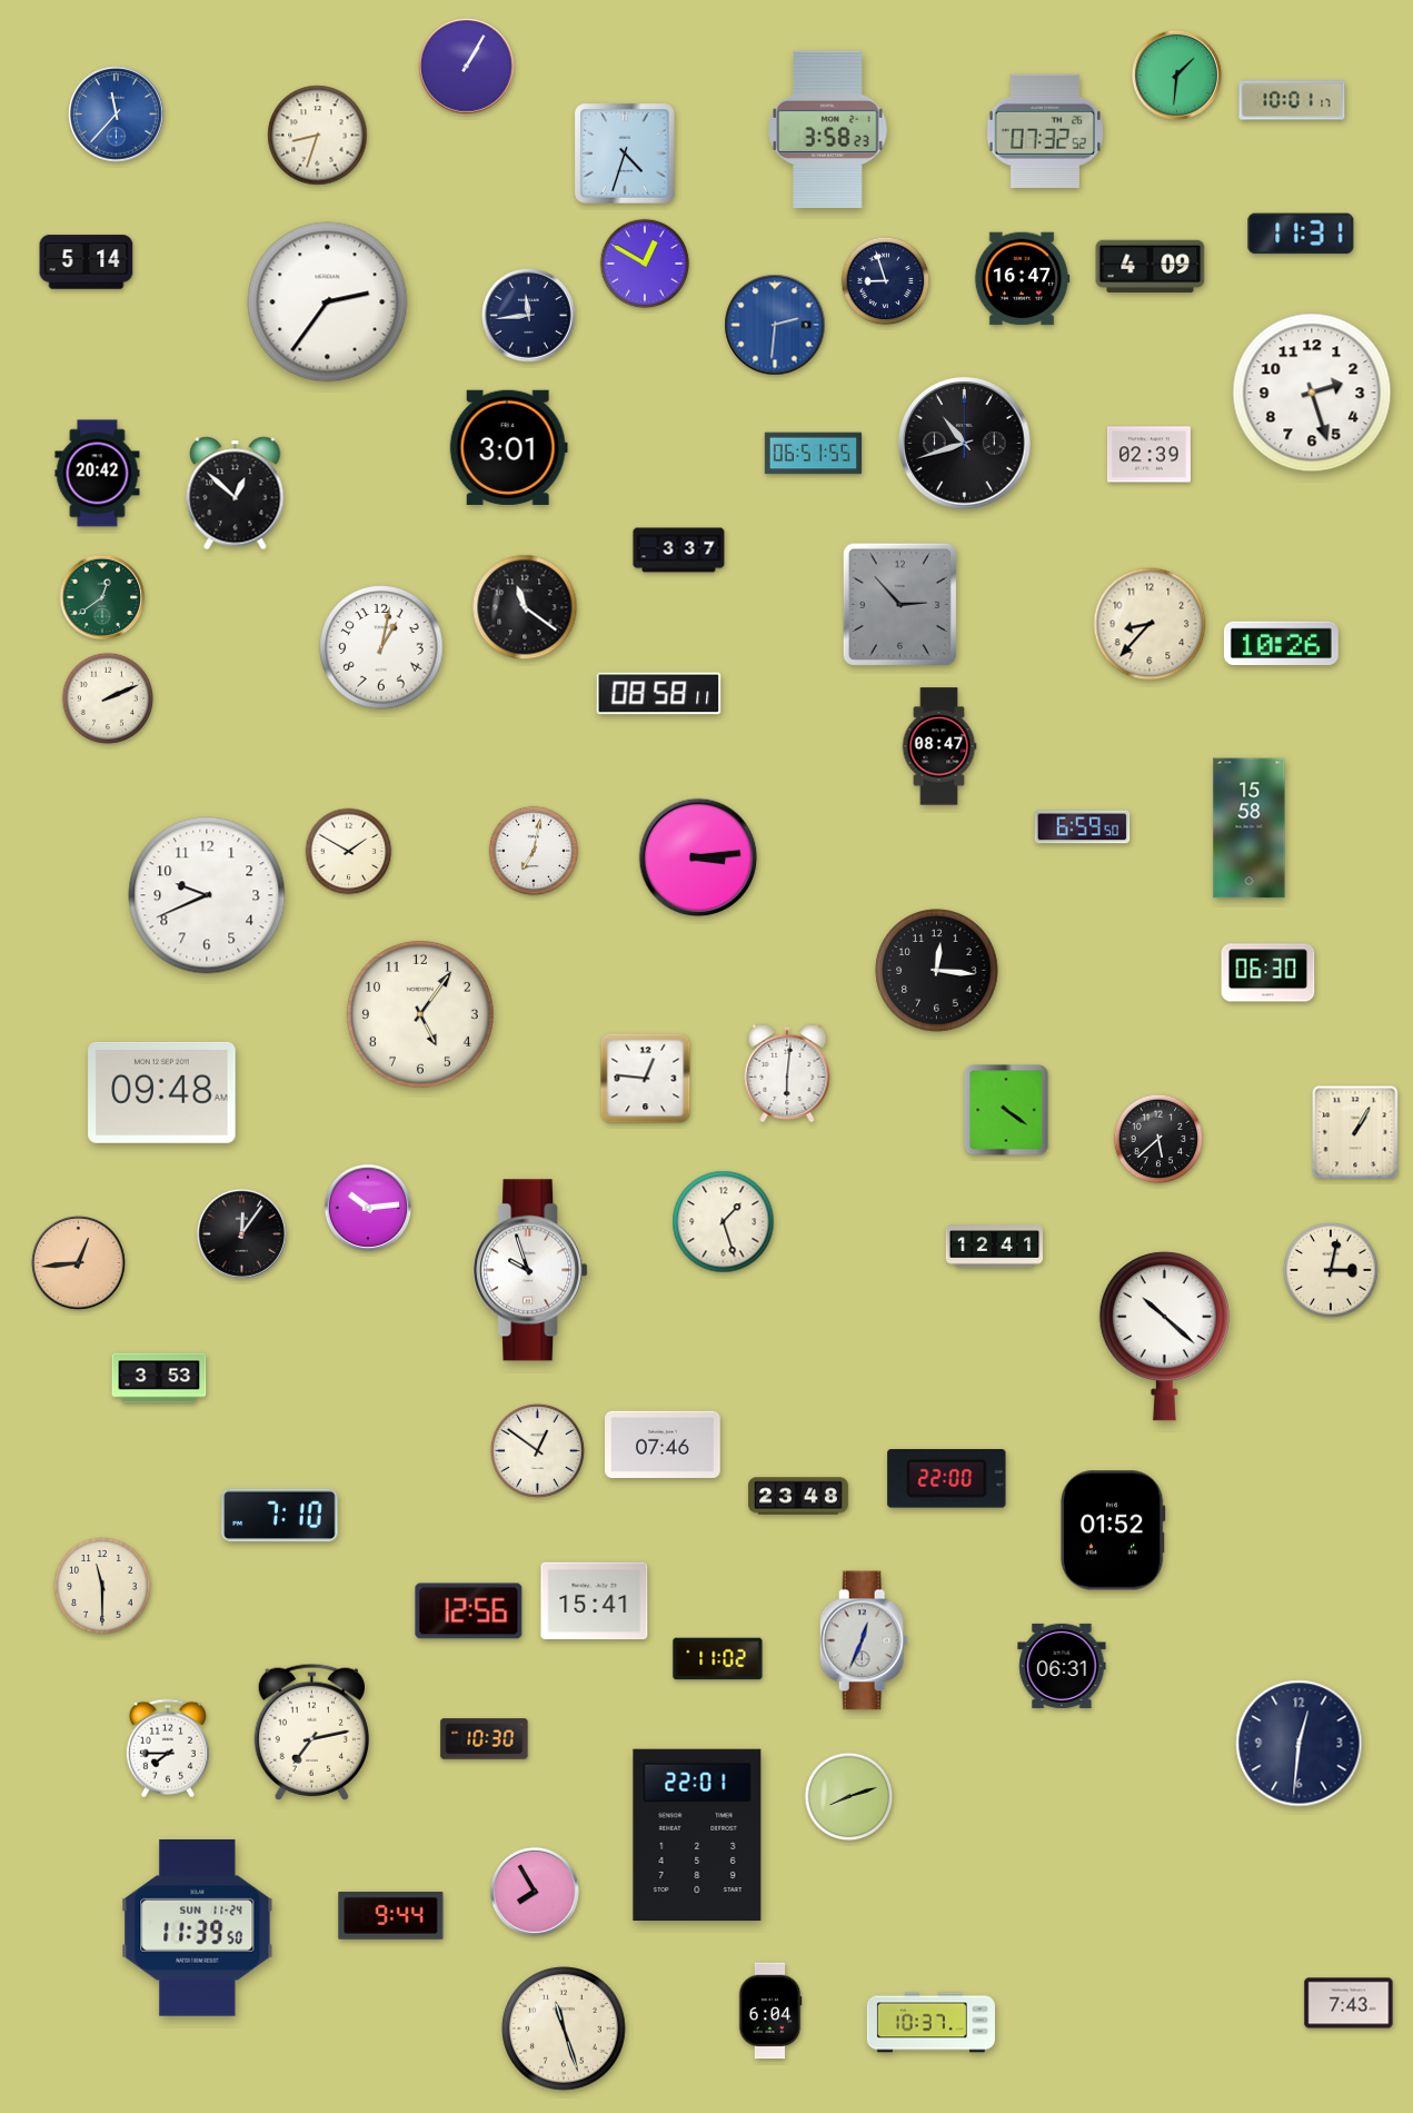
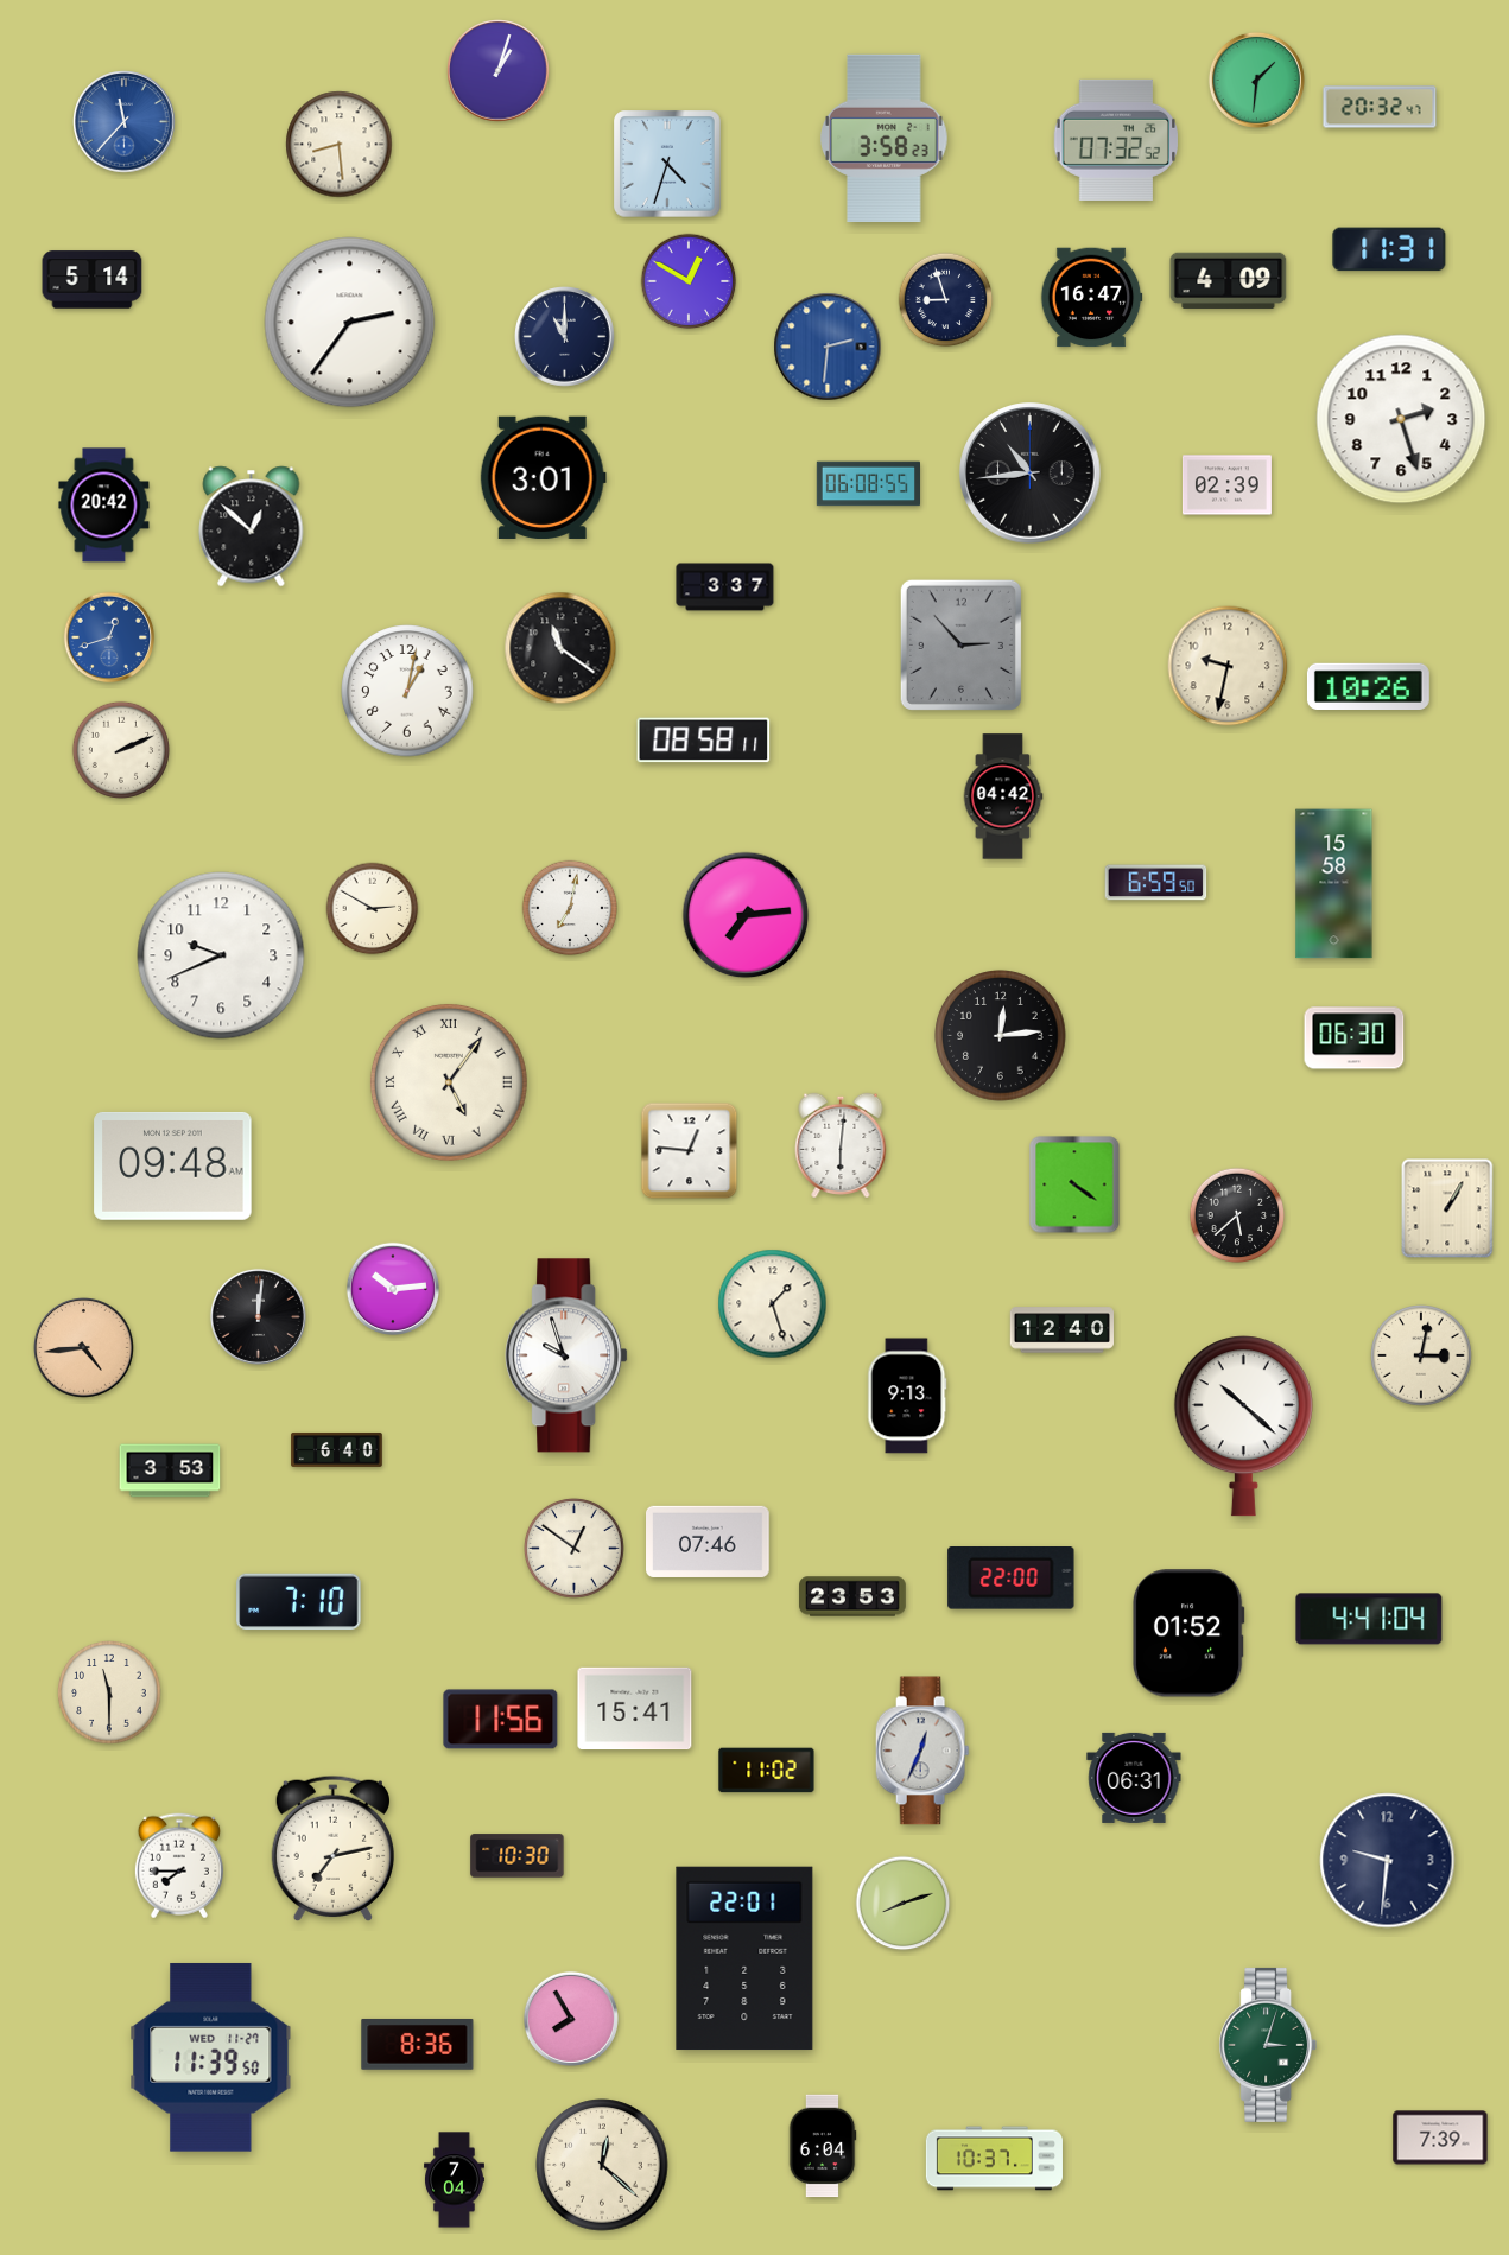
clock at (467, 67): 1:05 -> 1:03
clock at (1292, 100): 10:01 -> 20:32
clock at (318, 136): 8:33 -> 8:29
clock at (1151, 267) position: (1151, 267) -> (1229, 281)
clock at (529, 316): 11:44 -> 11:00
clock at (965, 444): 10:42 -> 10:44
clock at (813, 454): 06:51 -> 06:08
clock at (102, 597): 12:39 -> 12:42
clock at (102, 597) dial: green -> blue
clock at (1150, 624): 8:37 -> 9:32
clock at (108, 698) position: (108, 698) -> (121, 750)
clock at (939, 746): 08:47 -> 04:42
clock at (349, 852): 1:50 -> 2:50
clock at (698, 857): 3:14 -> 7:14
clock at (937, 971): 12:16 -> 12:14
clock at (420, 1014) numerals: Arabic -> Roman
clock at (241, 1233): 12:06 -> 12:01
clock at (994, 1247): 12:41 -> 12:40
clock at (79, 1263): 12:44 -> 4:44
clock at (907, 1396): none -> 9:13
clock at (337, 1449): none -> 6:40
clock at (798, 1496): 23:48 -> 23:53
clock at (280, 1516) position: (280, 1516) -> (299, 1602)
clock at (1369, 1619): none -> 4:41
clock at (469, 1611): 12:56 -> 11:56
clock at (1300, 1744): 12:31 -> 9:31
clock at (849, 1797) position: (849, 1797) -> (904, 1904)
clock at (391, 1915): 9:44 -> 8:36
clock at (1268, 2045): none -> 3:03
clock at (198, 1927) date: SUN 11-24 -> WED 11-27
clock at (1349, 2003): 7:43 -> 7:39
clock at (564, 2028): 11:27 -> 12:22
clock at (455, 2180): none -> 7:04
